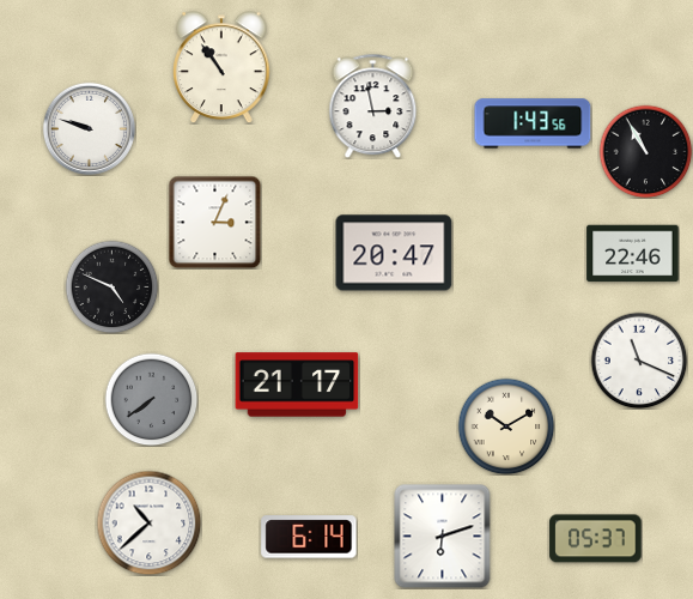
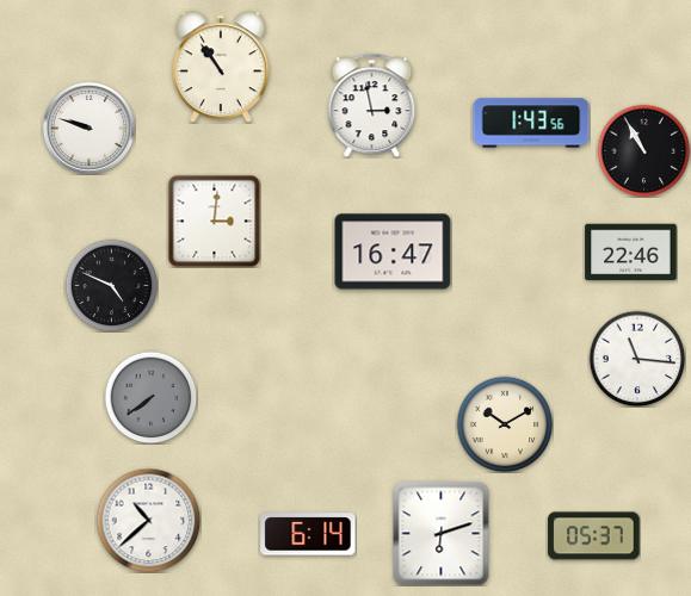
clock at (214, 222): 3:04 -> 3:01
clock at (394, 253): 20:47 -> 16:47
clock at (639, 361): 11:19 -> 11:16
clock at (297, 385): 21:17 -> none
